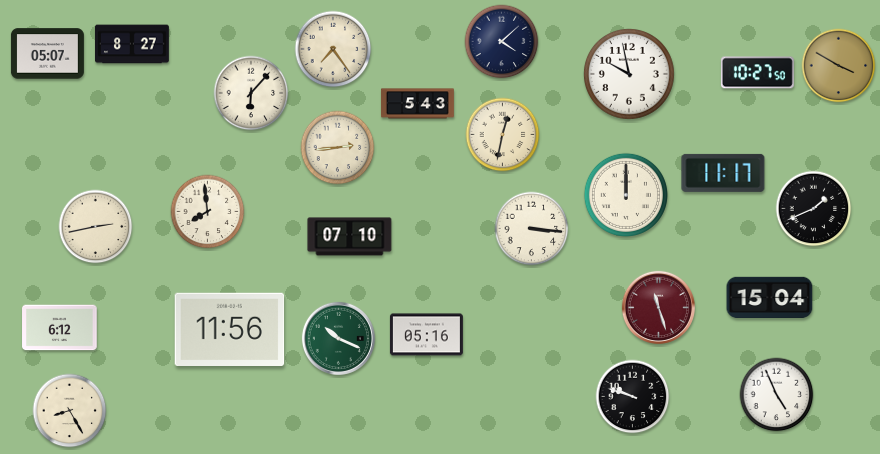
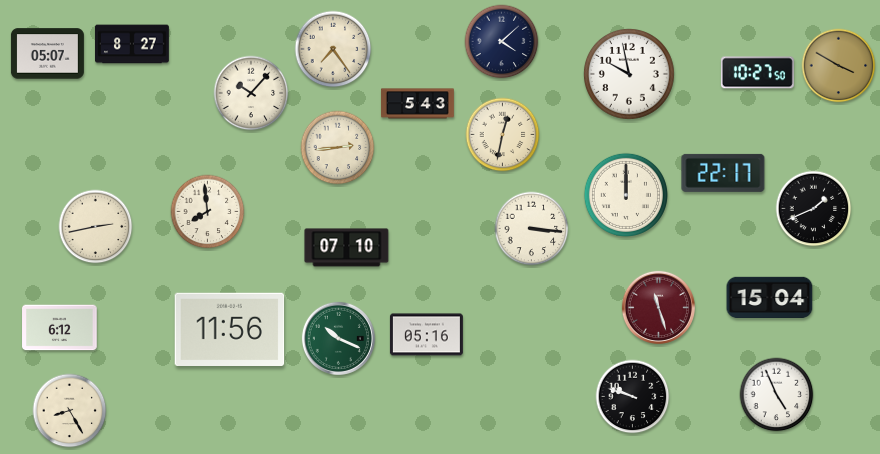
clock at (251, 93): 6:07 -> 10:07
clock at (723, 173): 11:17 -> 22:17
clock at (350, 237) position: (350, 237) -> (347, 248)
